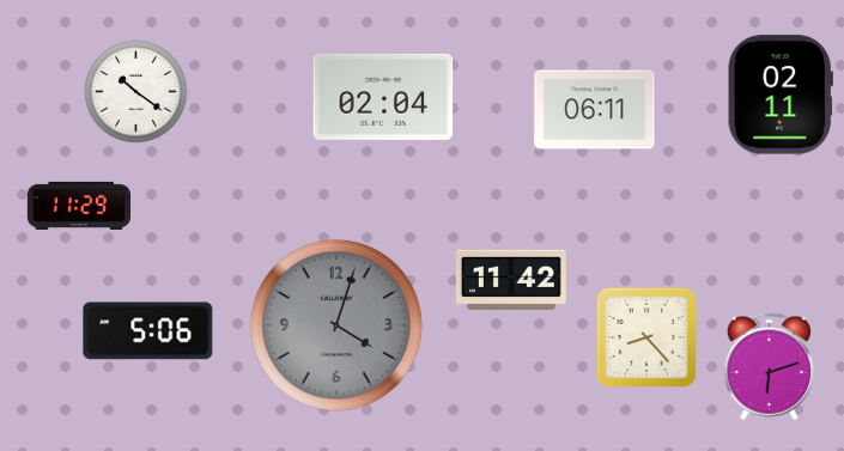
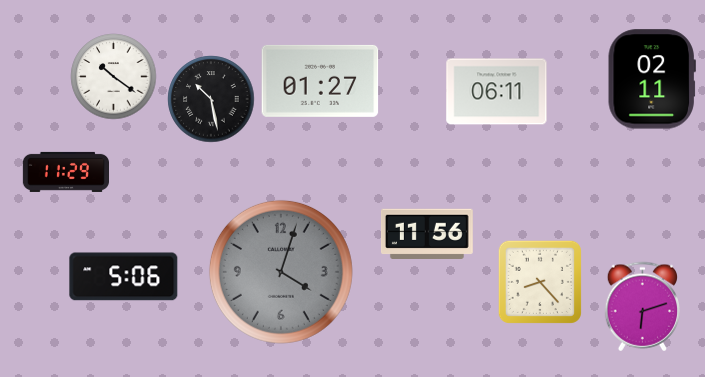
clock at (383, 97): 02:04 -> 01:27
clock at (211, 99): none -> 10:28
clock at (511, 279): 11:42 -> 11:56
